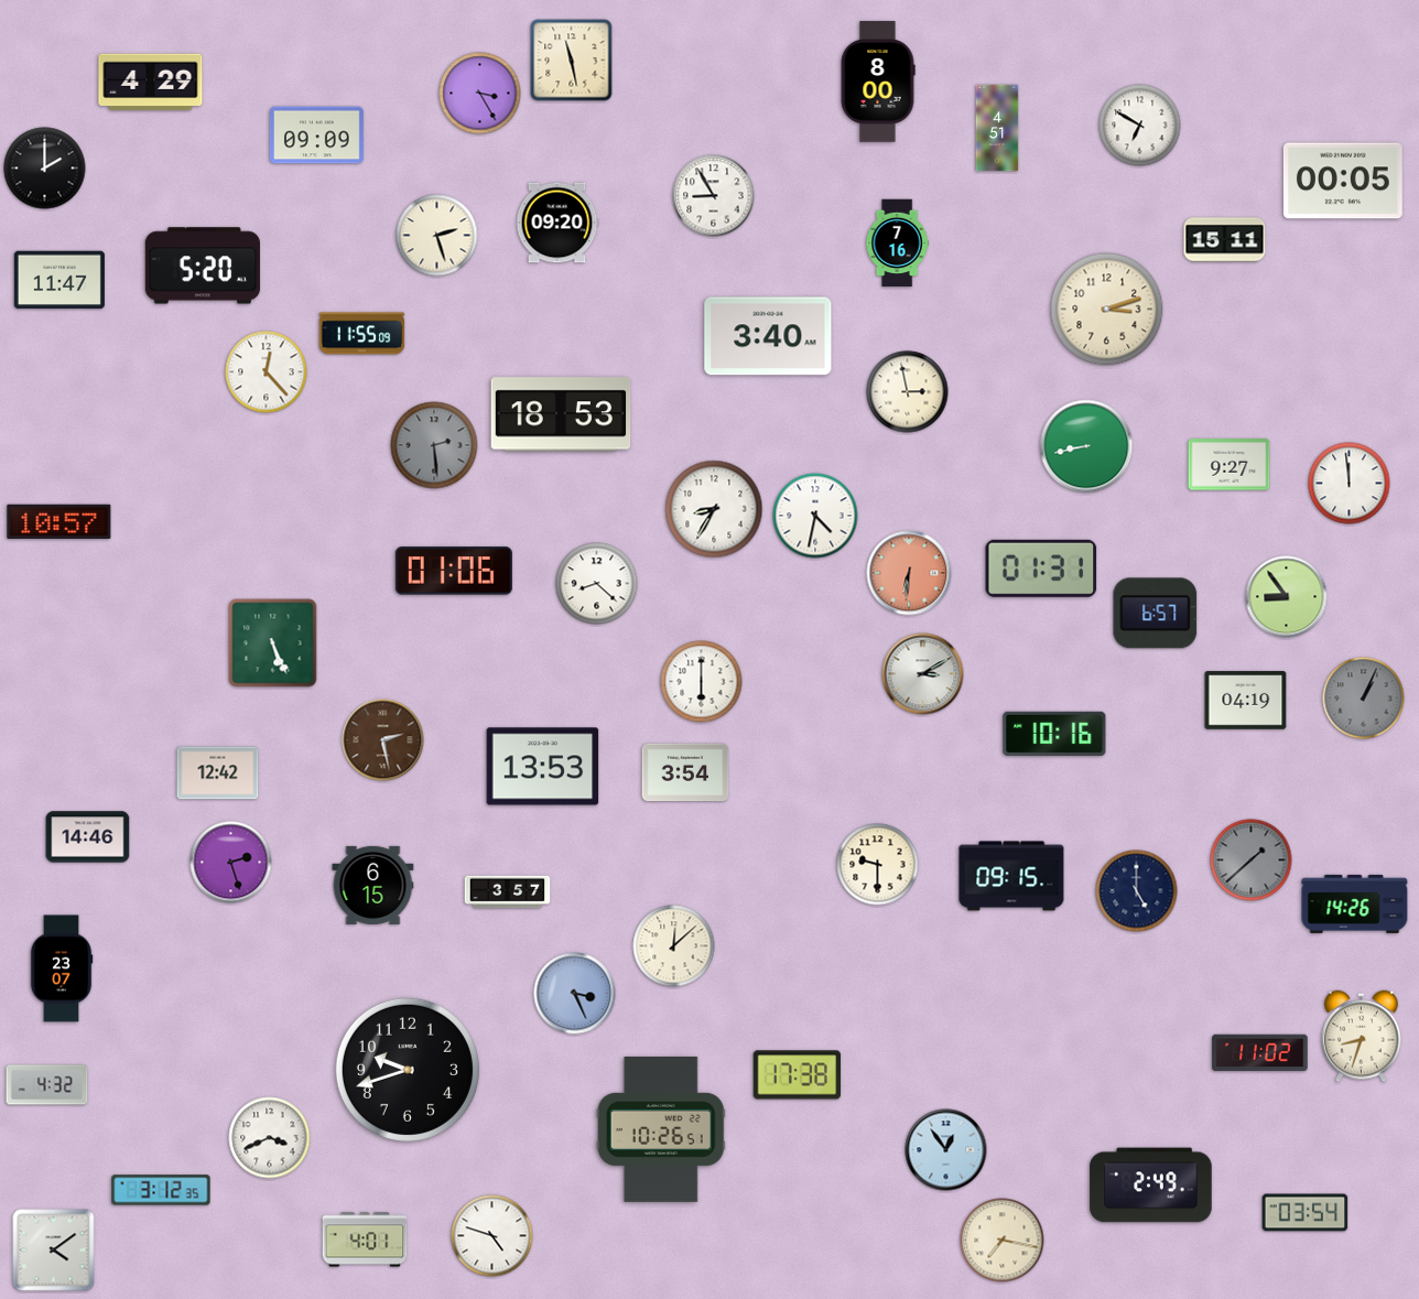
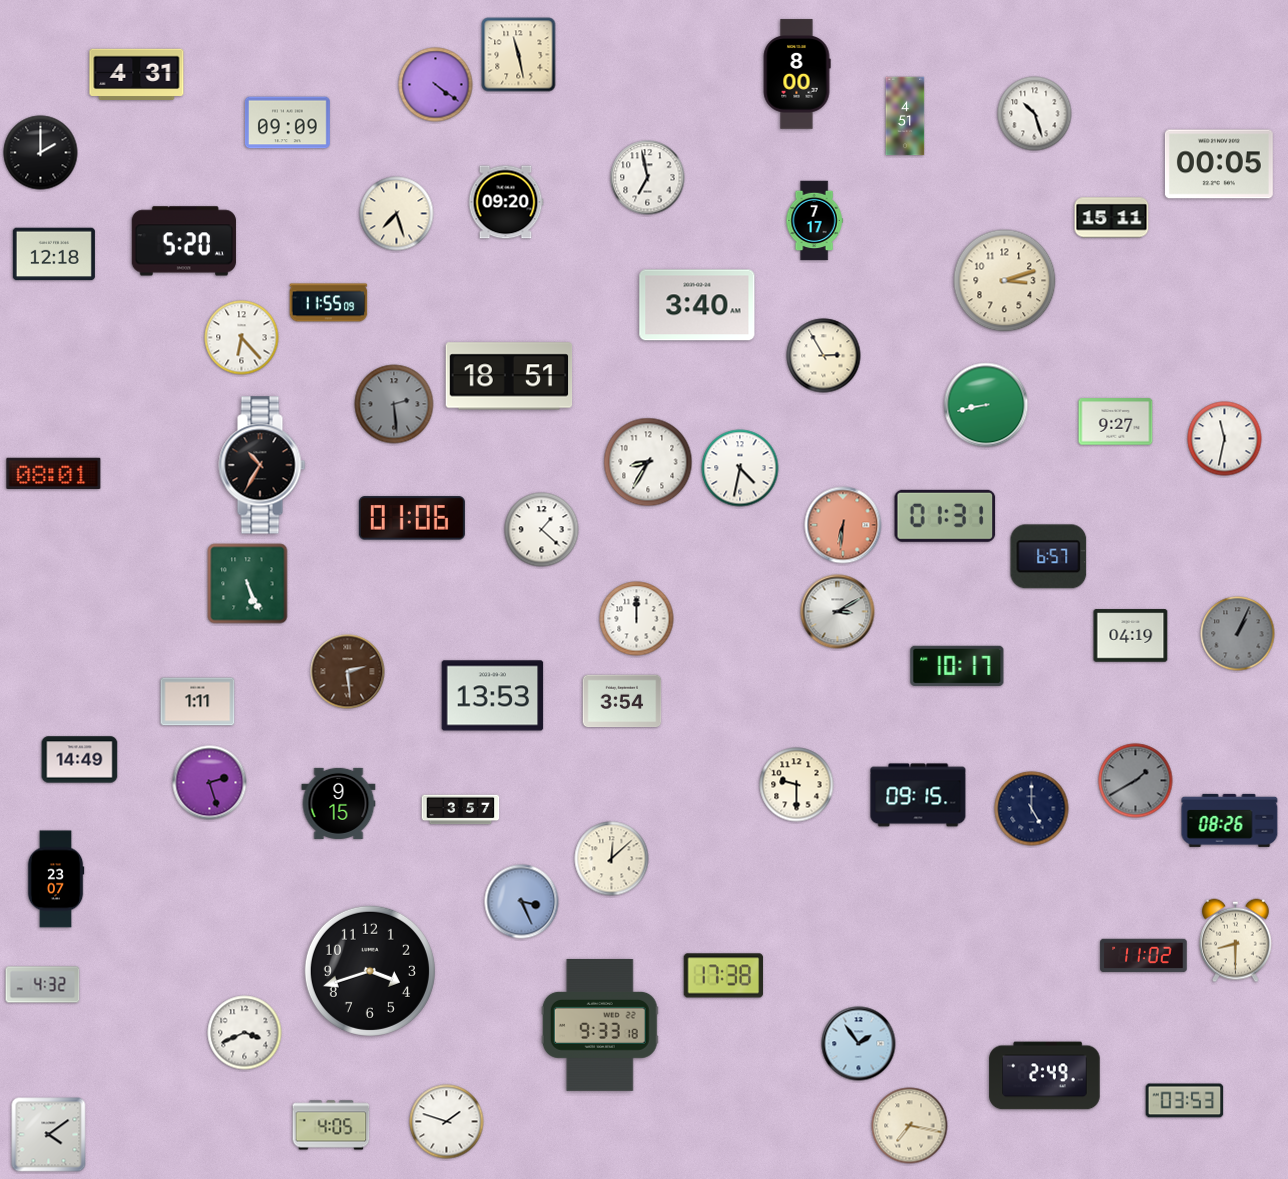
clock at (151, 82): 4:29 -> 4:31
clock at (480, 94): 3:25 -> 4:21
clock at (1140, 126): 6:50 -> 10:27
clock at (714, 196): 8:55 -> 6:58
clock at (437, 236): 2:27 -> 7:27
clock at (897, 243): 7:16 -> 7:17
clock at (59, 280): 11:47 -> 12:18
clock at (267, 372): 12:23 -> 6:23
clock at (908, 392): 2:58 -> 2:55
clock at (561, 414): 18:53 -> 18:51
clock at (1350, 484): 11:59 -> 11:32
clock at (262, 465): none -> 10:35
clock at (59, 521): 10:57 -> 08:01
clock at (909, 573) position: (909, 573) -> (843, 525)
clock at (597, 584): 8:22 -> 1:22
clock at (1287, 597): 8:54 -> none
clock at (702, 682): 6:00 -> 12:00
clock at (1054, 734): 10:16 -> 10:17
clock at (383, 740): 2:28 -> 2:29
clock at (218, 773): 12:42 -> 1:11
clock at (88, 837): 14:46 -> 14:49
clock at (1252, 860): 1:38 -> 1:40
clock at (373, 885): 6:15 -> 9:15
clock at (1355, 903): 14:26 -> 08:26
clock at (1362, 1037): 8:33 -> 8:30
clock at (408, 1070): 9:42 -> 3:42
clock at (661, 1129): 10:26 -> 9:33
clock at (946, 1150): 12:54 -> 1:54
clock at (161, 1190): 3:12 -> none
clock at (1306, 1213): 03:54 -> 03:53
clock at (492, 1236): 4:48 -> 1:48
clock at (365, 1240): 4:01 -> 4:05
